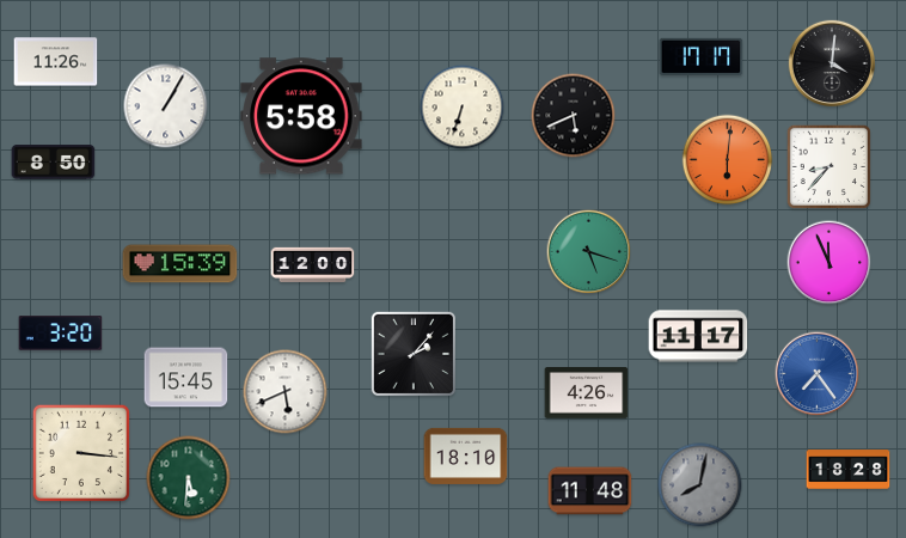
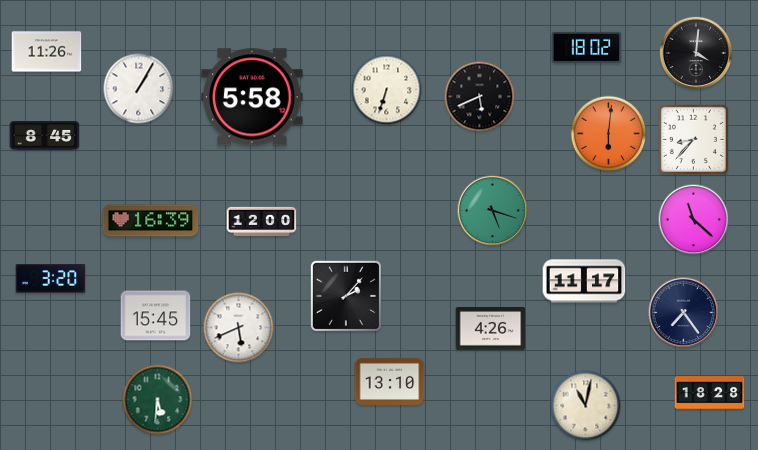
clock at (702, 56): 17:17 -> 18:02
clock at (54, 163): 8:50 -> 8:45
clock at (830, 263): 11:56 -> 11:22
clock at (180, 264): 15:39 -> 16:39
clock at (818, 374) dial: blue -> navy
clock at (80, 452): 3:16 -> none
clock at (466, 456): 18:10 -> 13:10
clock at (700, 485): 8:02 -> 11:02
clock at (700, 485) dial: grey -> cream
clock at (590, 491): 11:48 -> none
